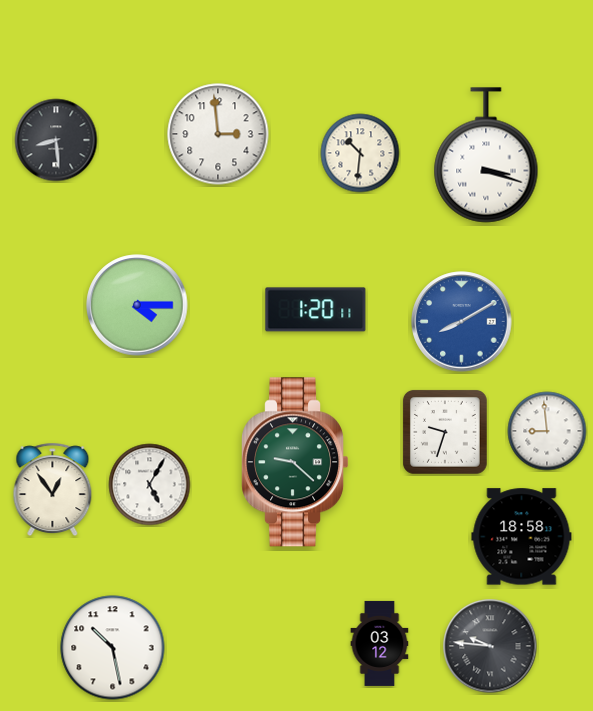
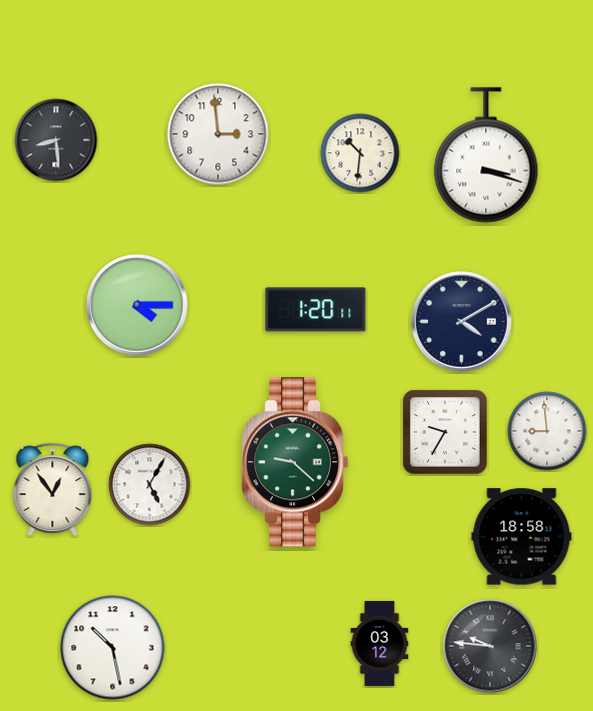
clock at (462, 322): 8:10 -> 4:10
clock at (462, 322) dial: blue -> navy
clock at (446, 433): 9:33 -> 9:35
